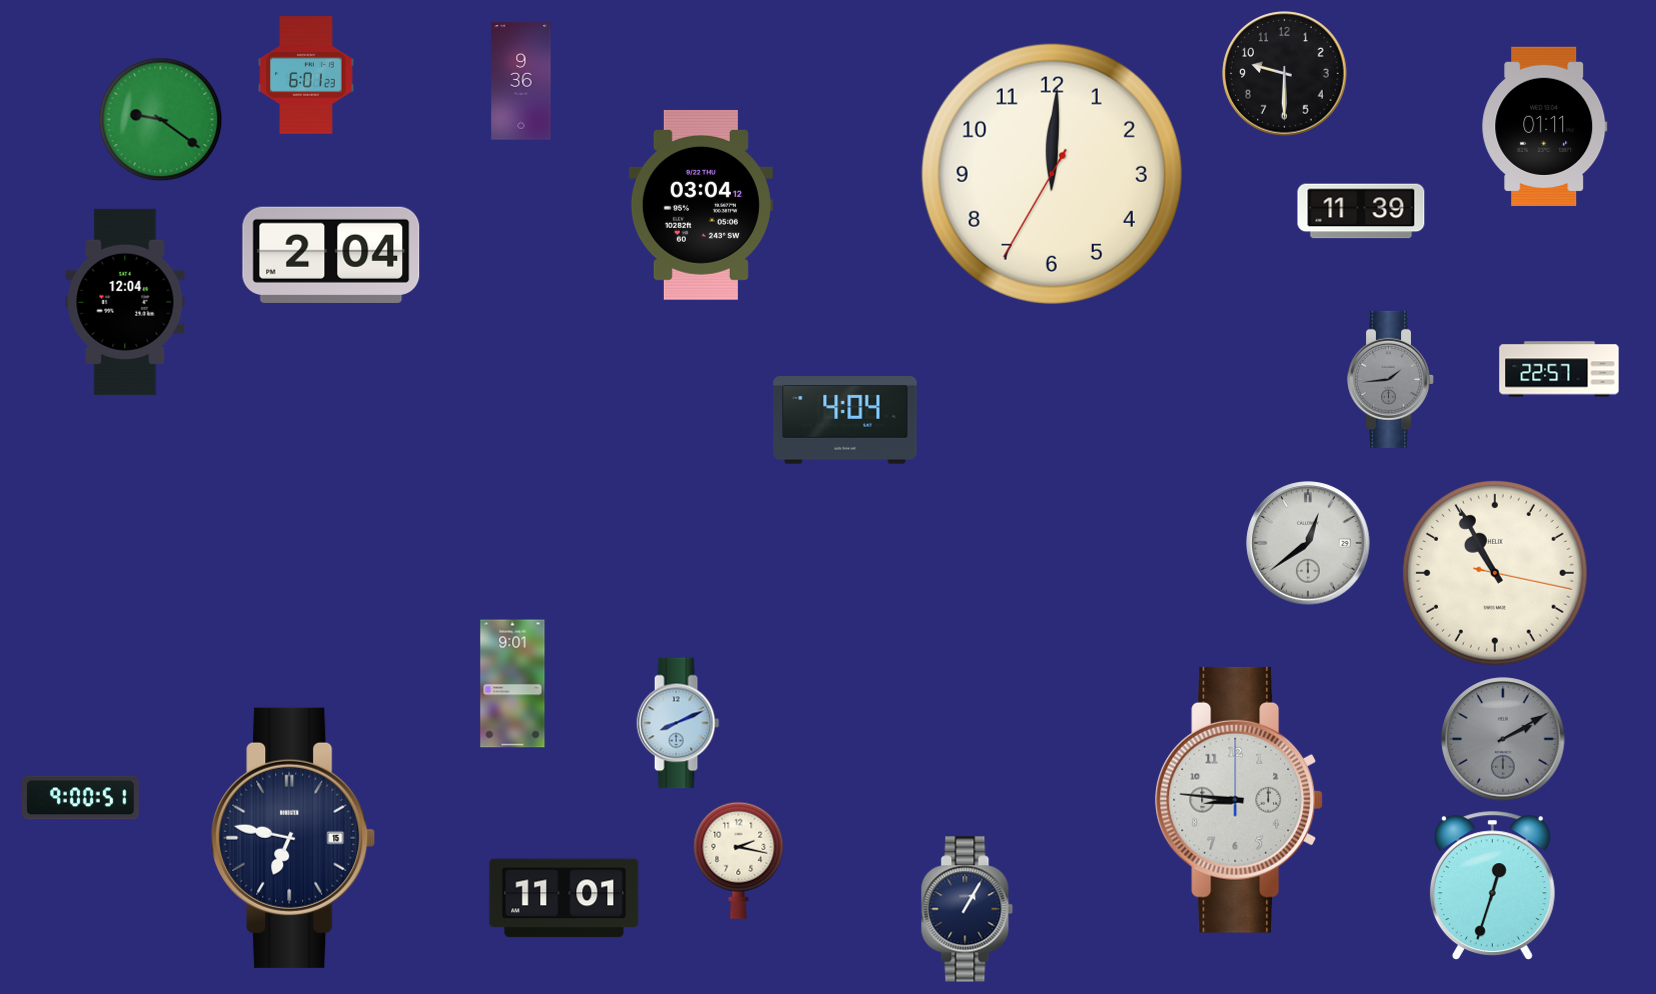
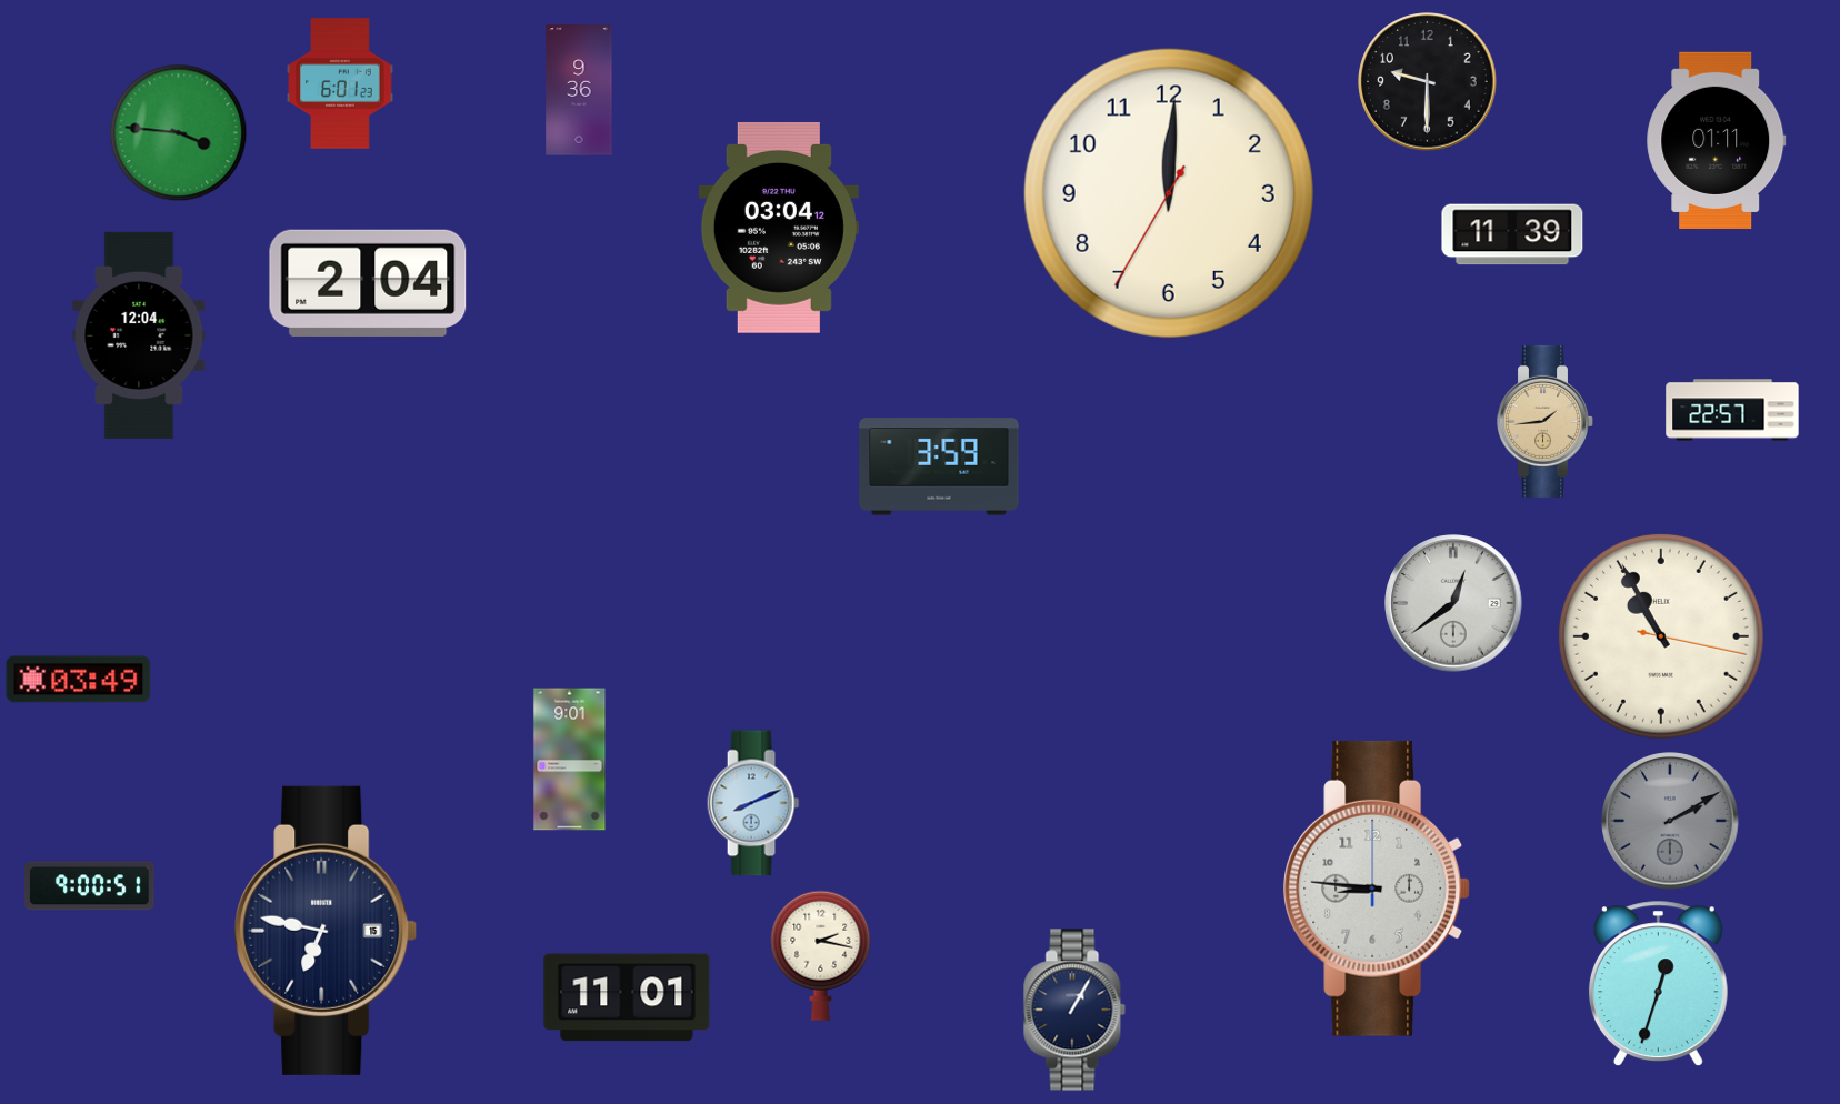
clock at (161, 120): 9:21 -> 3:46
clock at (1391, 379) dial: grey -> champagne
clock at (845, 420): 4:04 -> 3:59
clock at (79, 680): none -> 03:49
